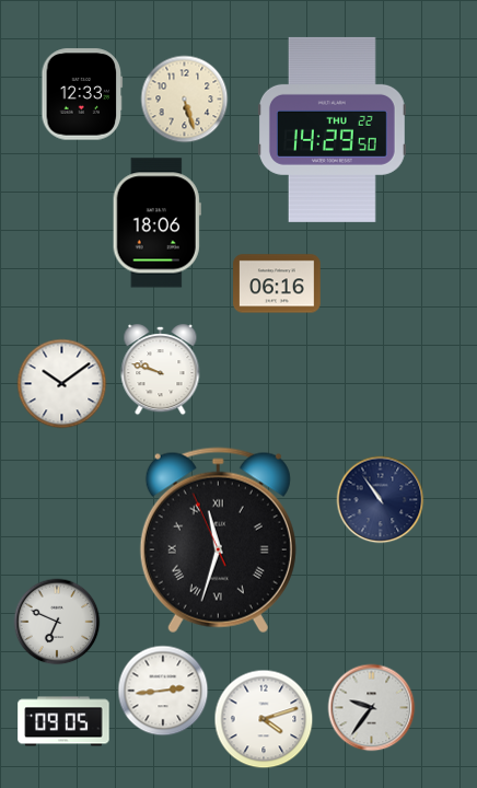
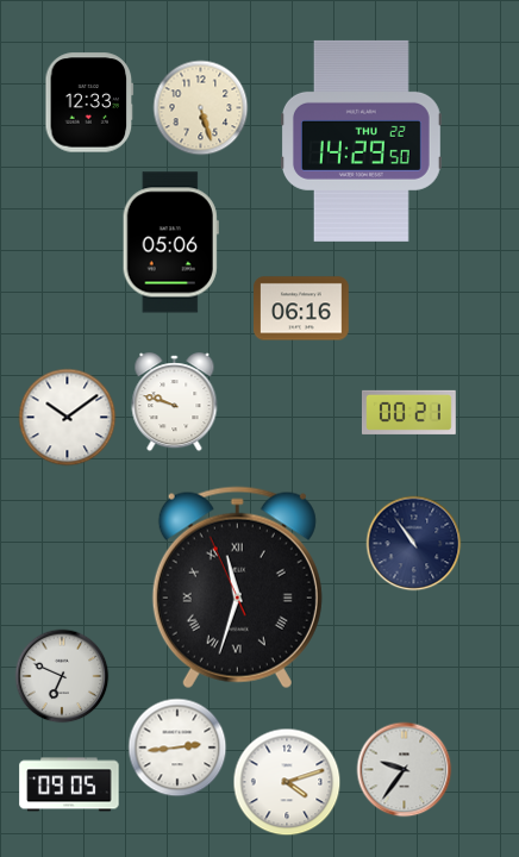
clock at (156, 223): 18:06 -> 05:06
clock at (408, 412): none -> 00:21
clock at (163, 691) position: (163, 691) -> (177, 747)
